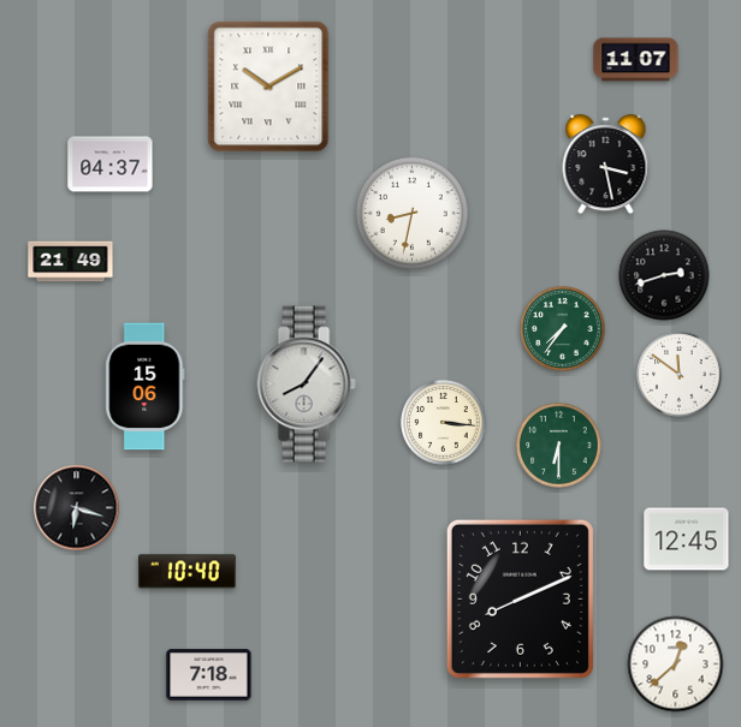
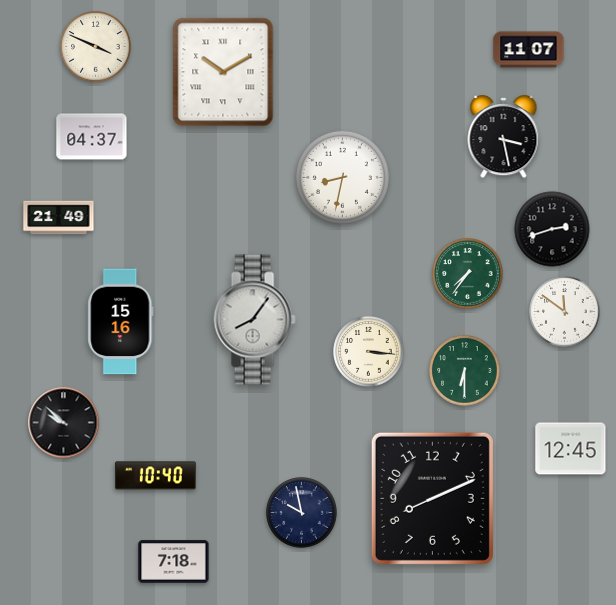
clock at (96, 47): none -> 3:49
clock at (146, 387): 15:06 -> 15:16
clock at (77, 508): 6:18 -> 9:52
clock at (302, 513): none -> 9:58
clock at (676, 665): 12:38 -> none
